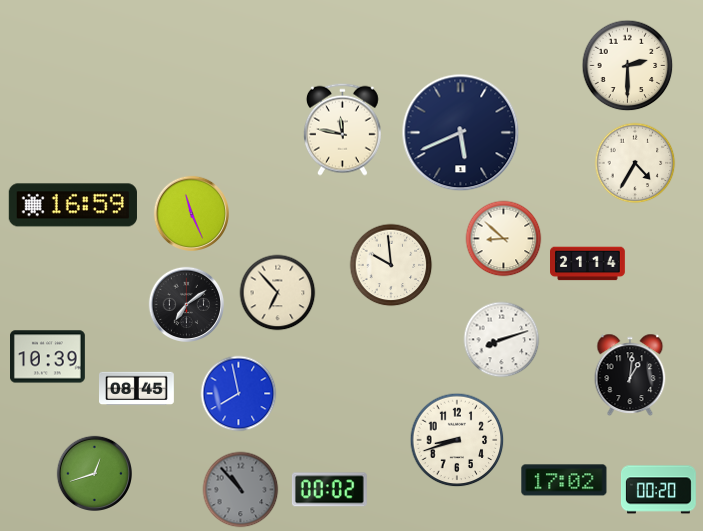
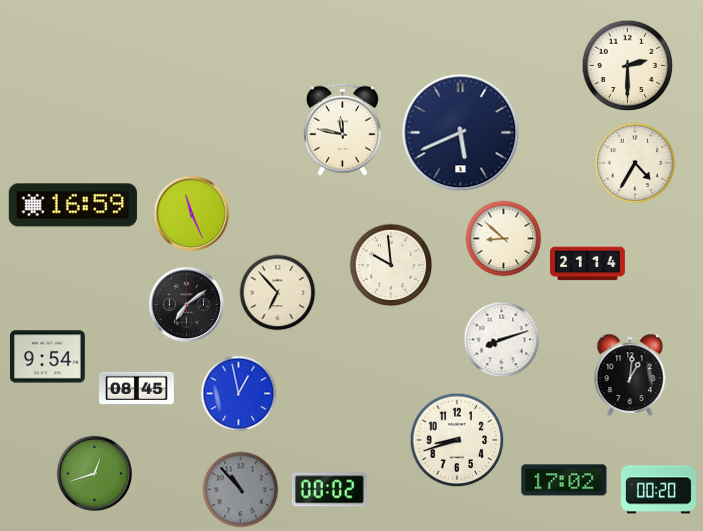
clock at (48, 357): 10:39 -> 9:54
clock at (239, 394): 7:58 -> 12:58
